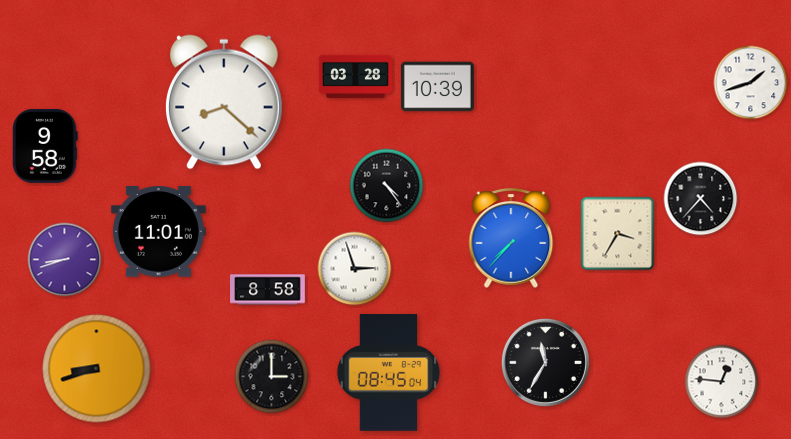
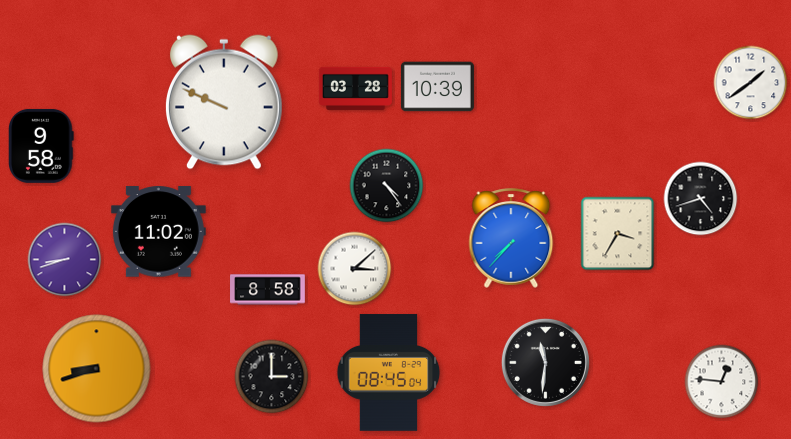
clock at (355, 76) position: (355, 76) -> (355, 88)
clock at (751, 83): 1:42 -> 1:39
clock at (224, 102): 8:22 -> 9:49
clock at (46, 146) position: (46, 146) -> (42, 146)
clock at (701, 199): 4:37 -> 4:42
clock at (158, 232): 11:01 -> 11:02
clock at (355, 269): 2:57 -> 3:08
clock at (545, 362): 11:35 -> 11:31
